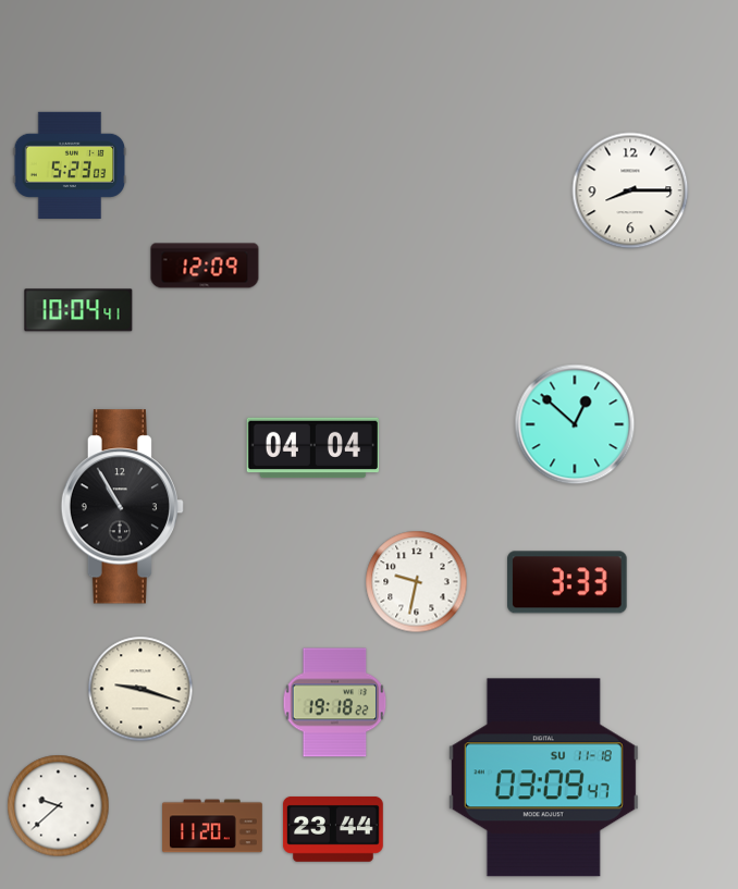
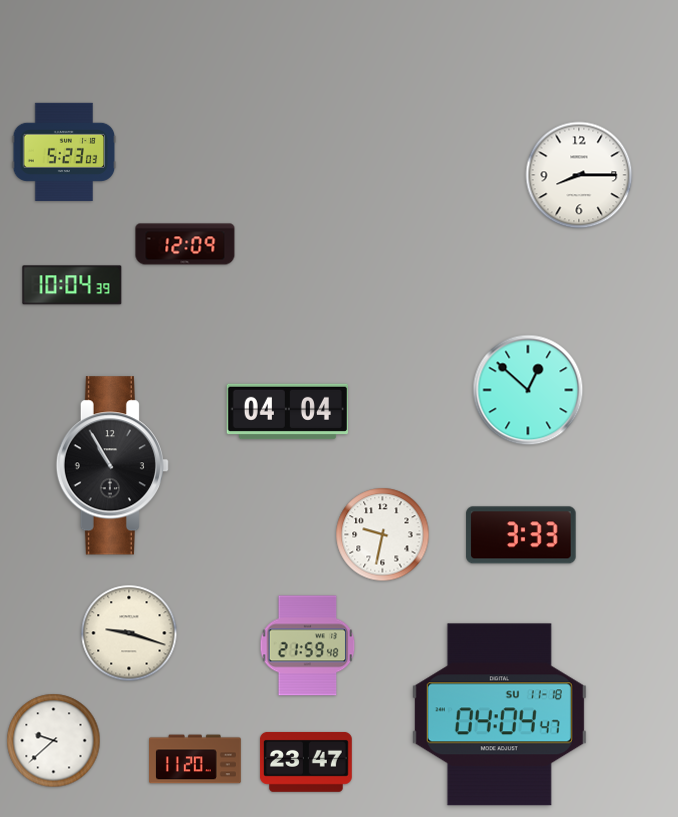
clock at (205, 266) position: (205, 266) -> (185, 244)
clock at (78, 310): 10:04:41 -> 10:04:39
clock at (335, 703): 19:18 -> 21:59
clock at (543, 778): 03:09 -> 04:04
clock at (333, 829): 23:44 -> 23:47
